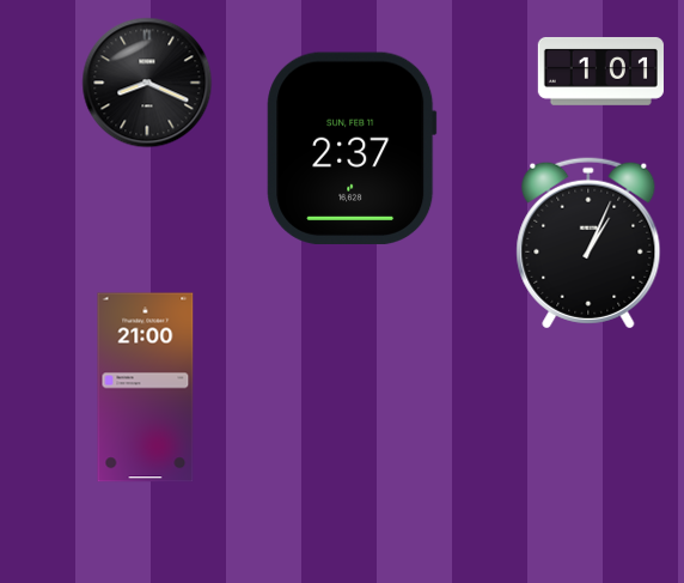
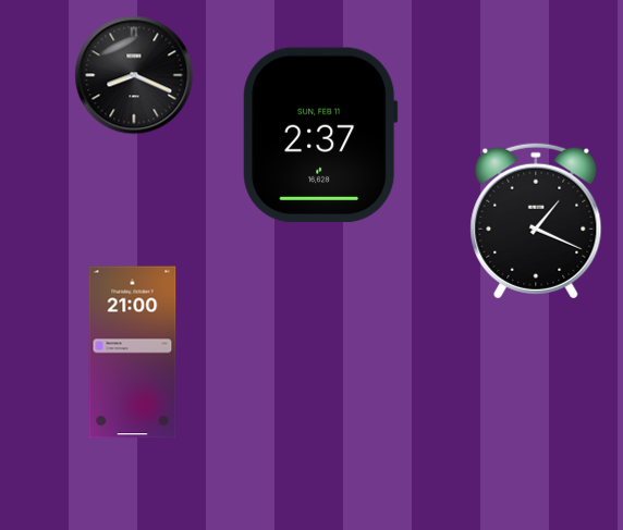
clock at (600, 71): 1:01 -> none
clock at (588, 243): 1:04 -> 1:19
